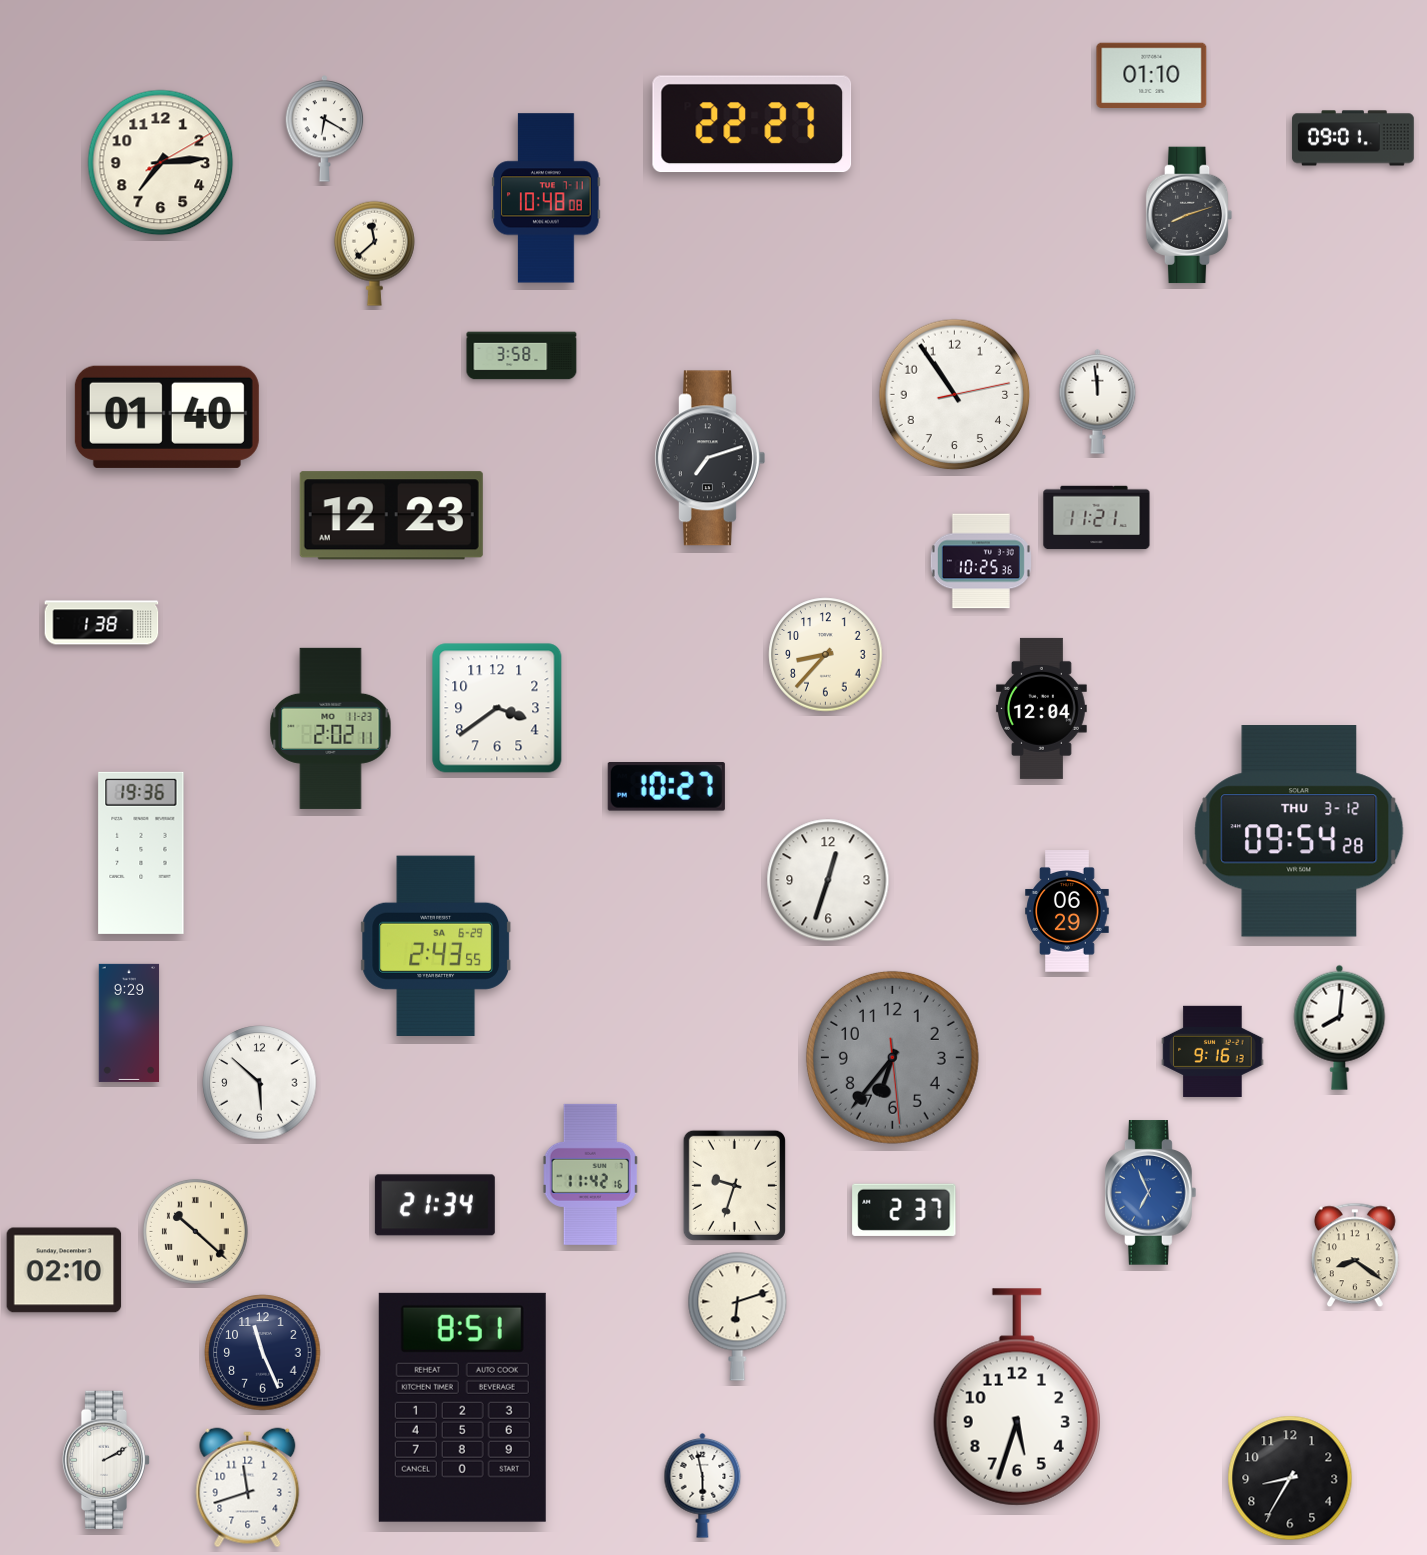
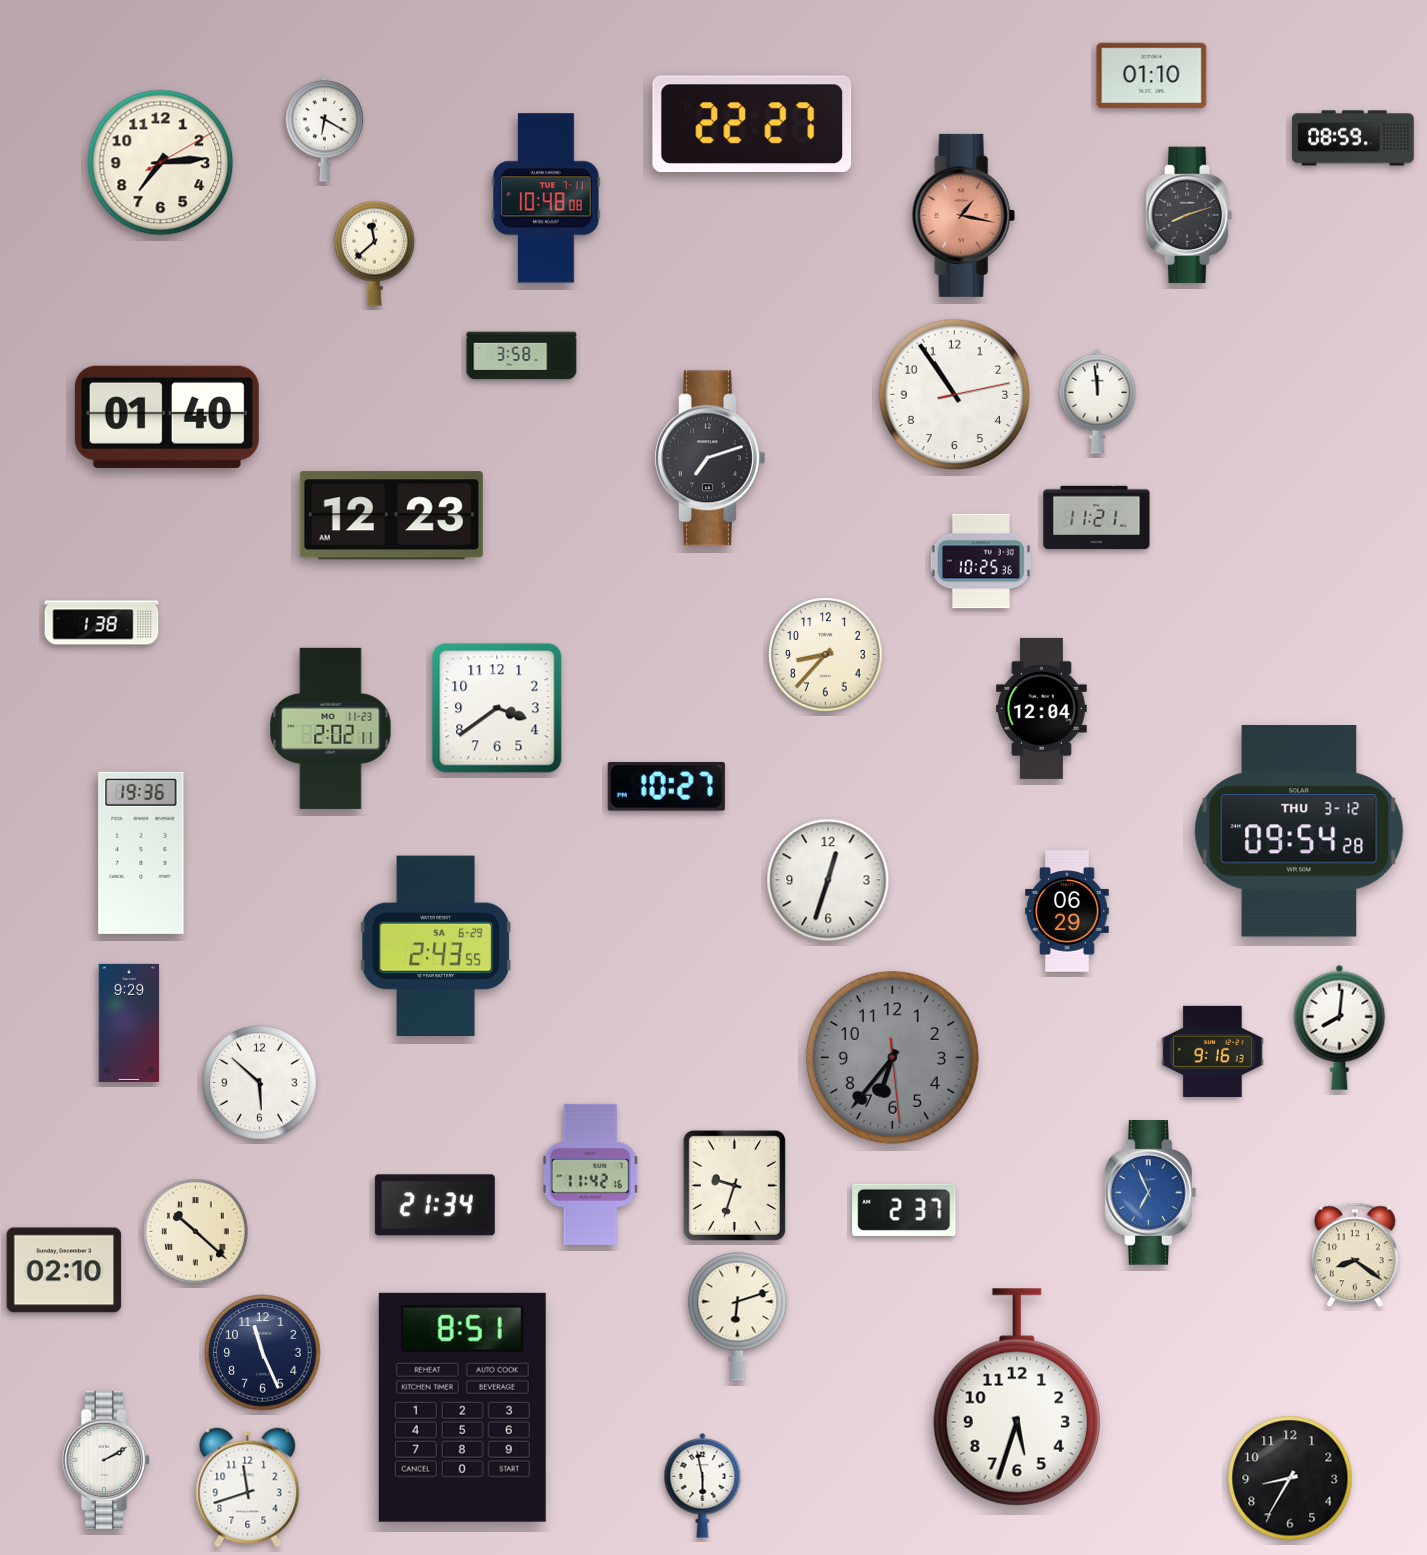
clock at (1353, 138): 09:01 -> 08:59
clock at (963, 215): none -> 1:17
